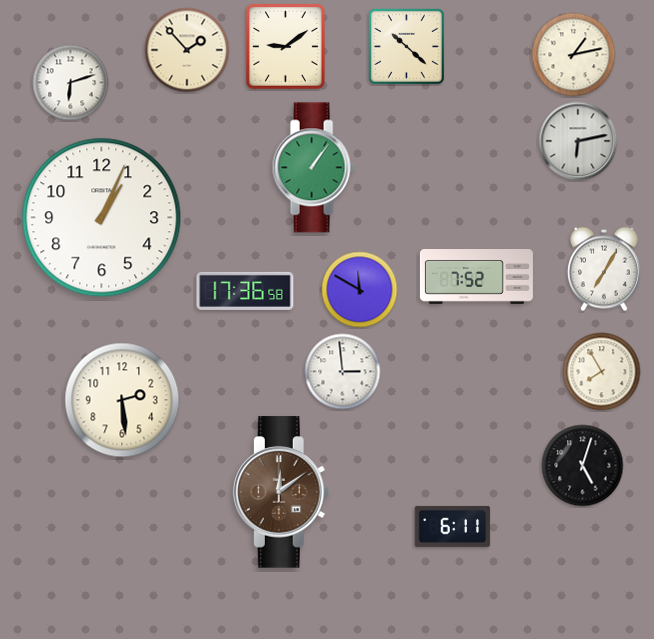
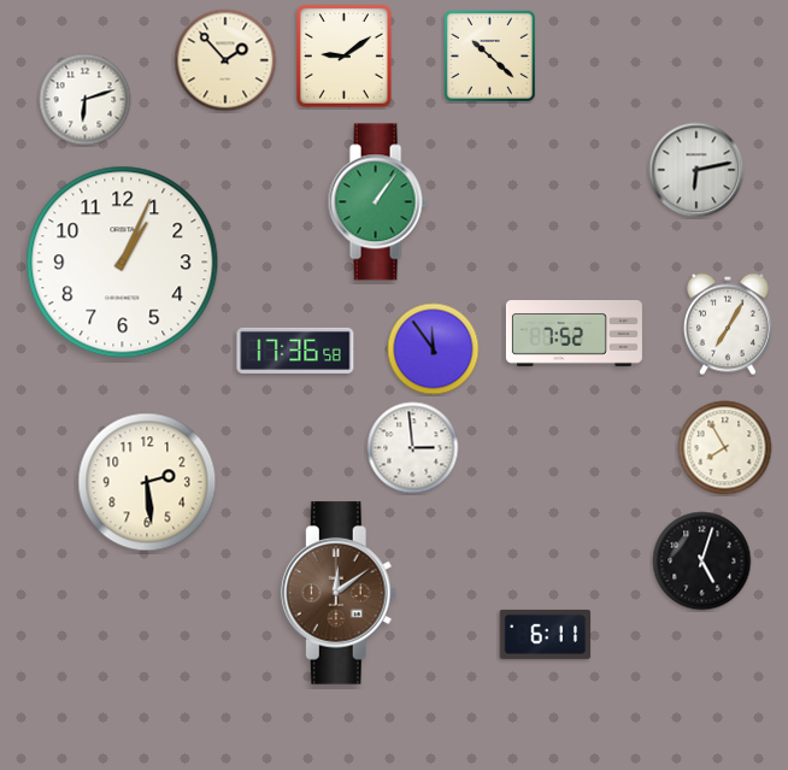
clock at (574, 55): 1:13 -> none
clock at (360, 290): 11:50 -> 11:54
